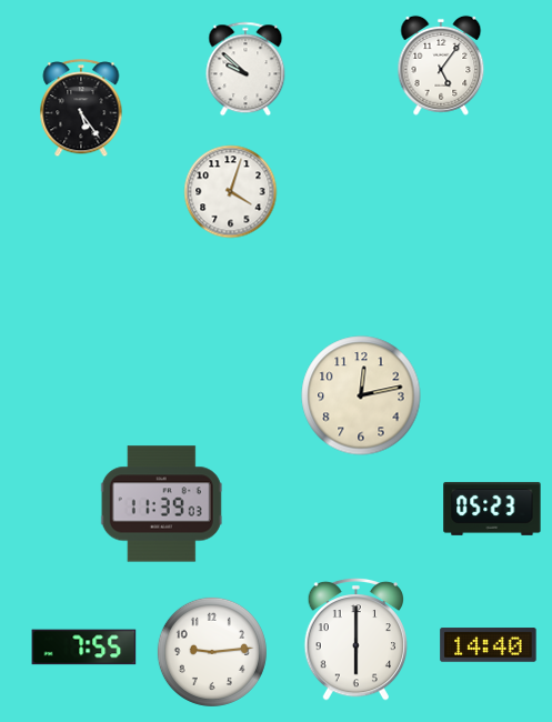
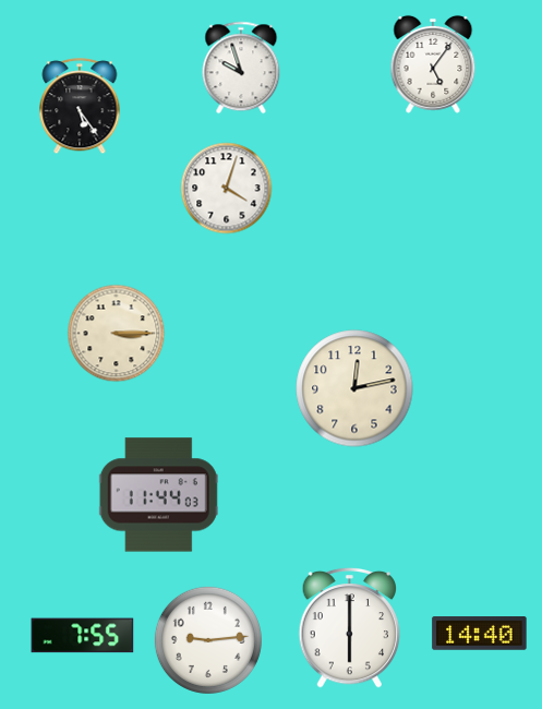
clock at (245, 69): 9:52 -> 9:57
clock at (117, 334): none -> 3:15
clock at (161, 504): 11:39 -> 11:44
clock at (492, 509): 05:23 -> none
